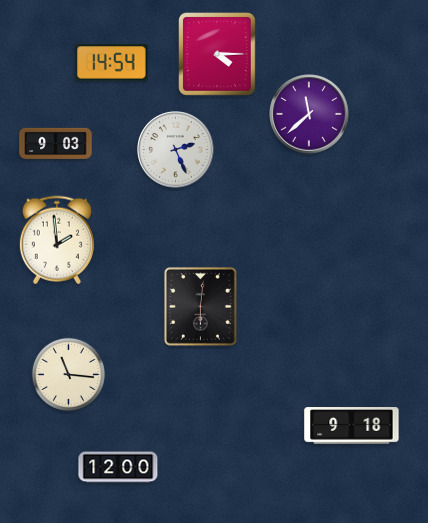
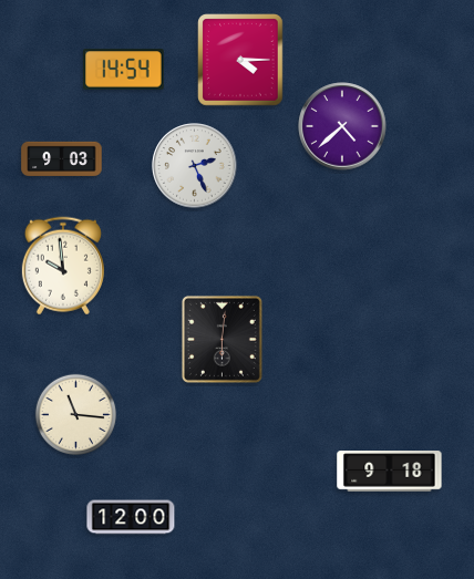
clock at (309, 114): 11:38 -> 4:38
clock at (57, 240): 1:59 -> 9:59
